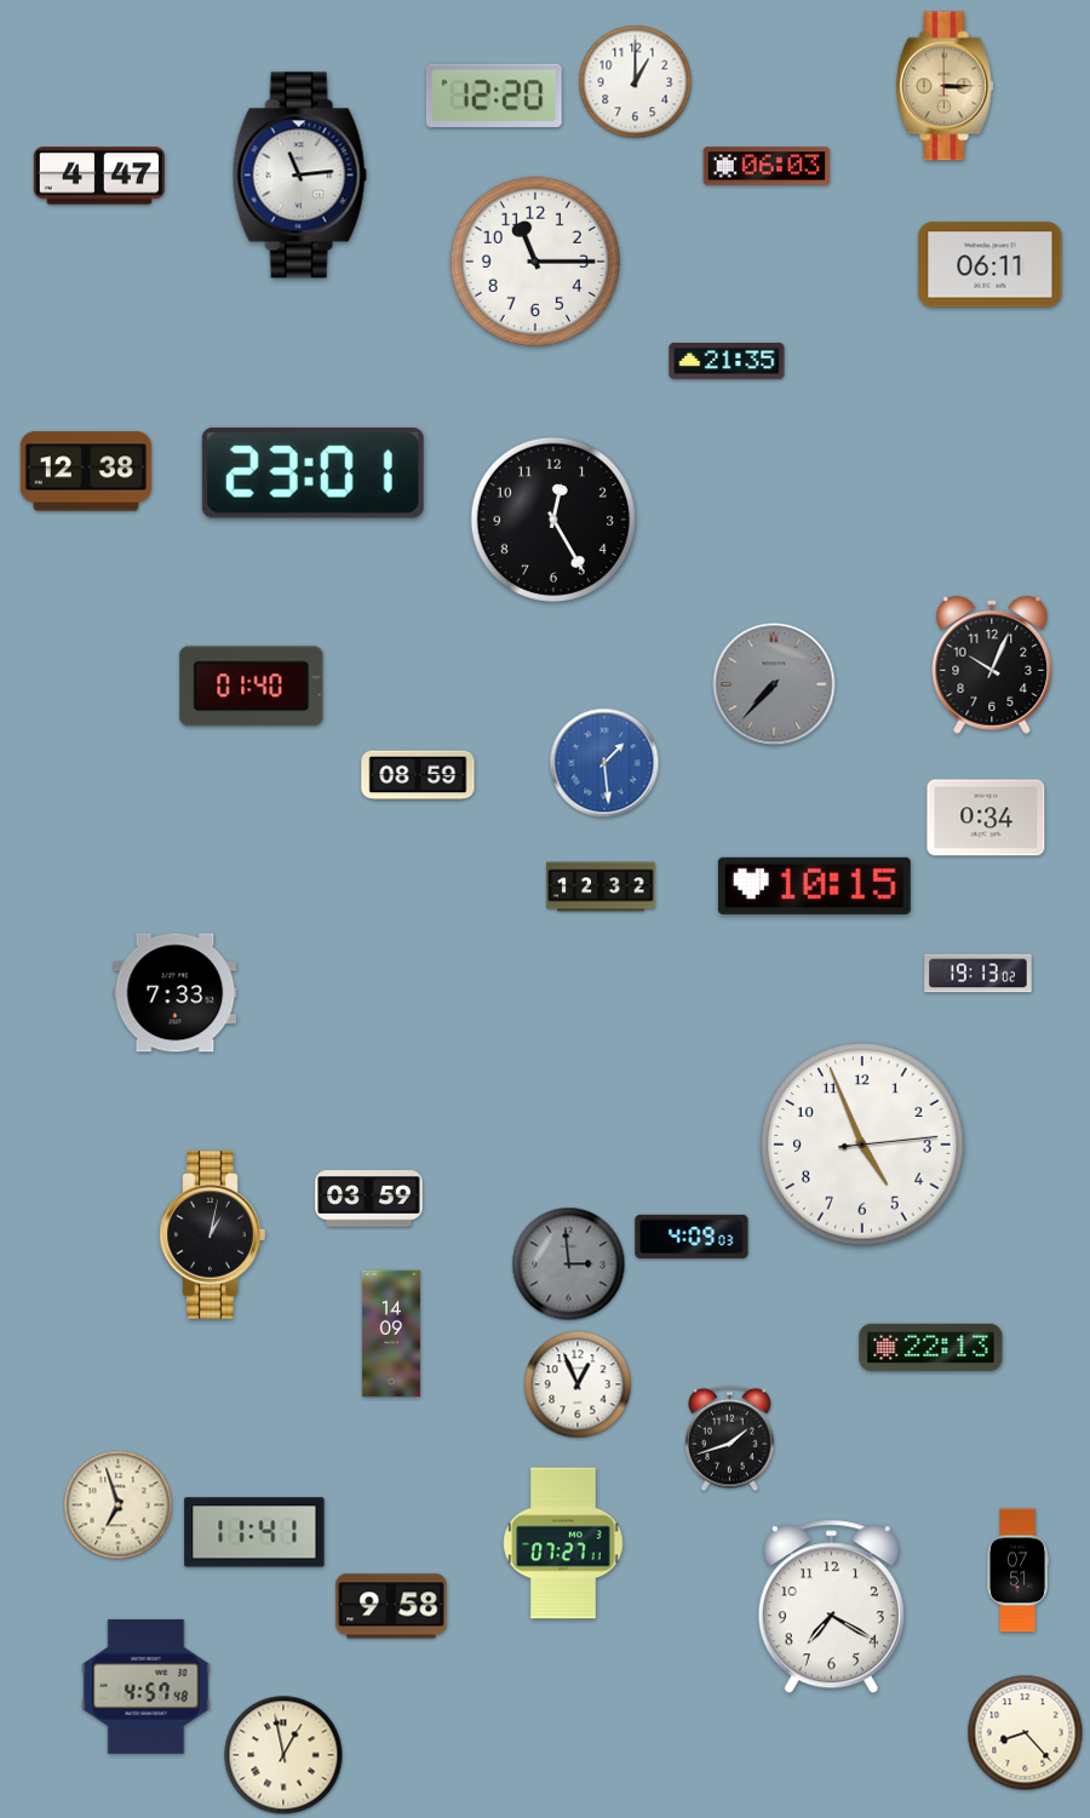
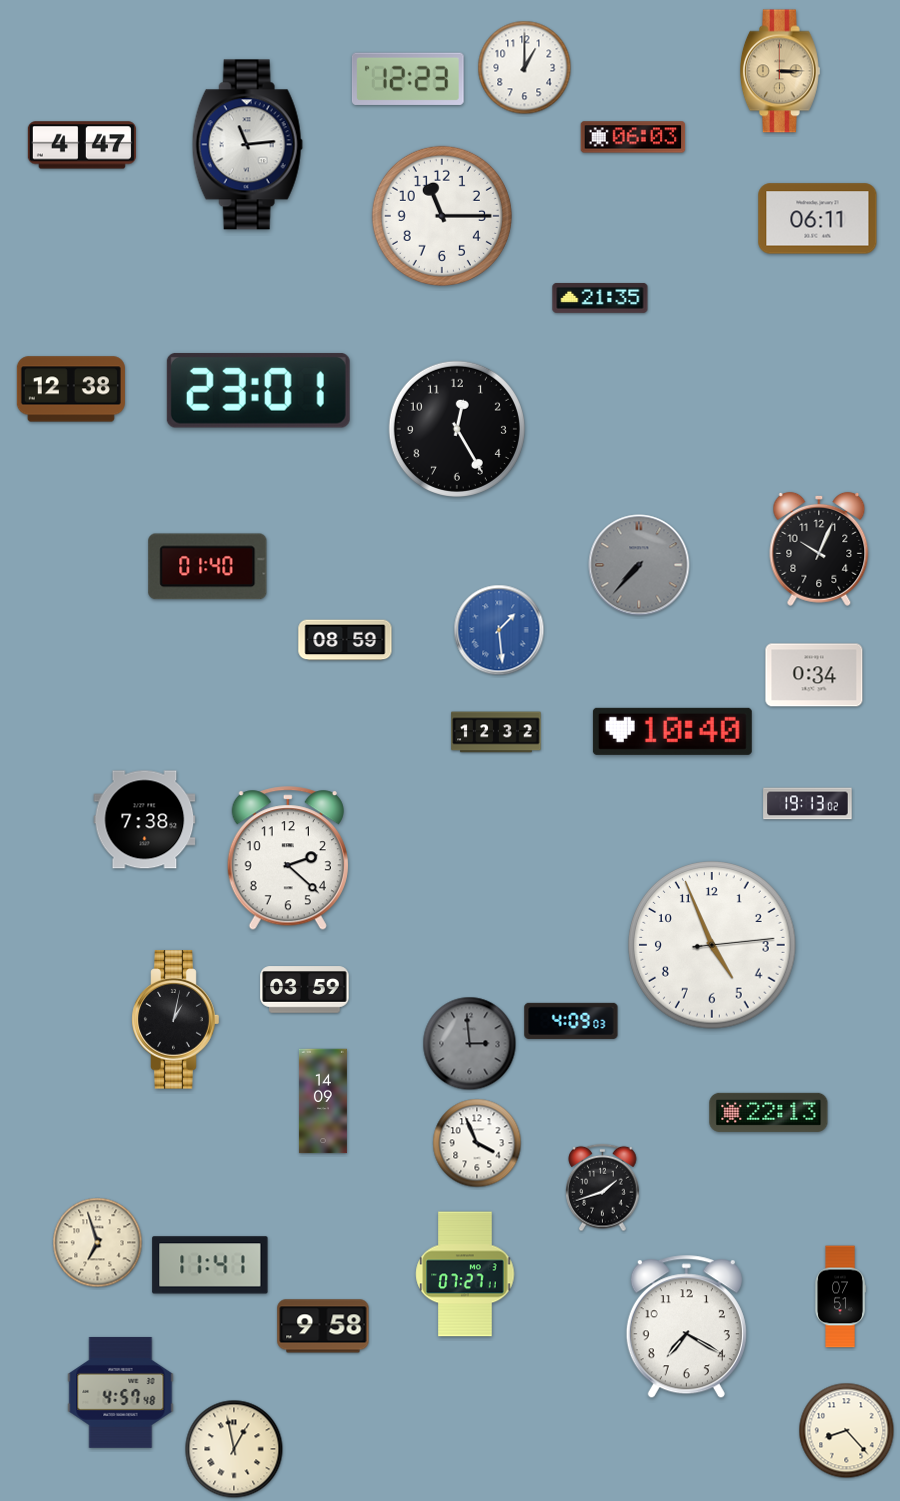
clock at (494, 96): 12:20 -> 12:23
clock at (814, 885): 10:15 -> 10:40
clock at (176, 993): 7:33 -> 7:38
clock at (288, 859): none -> 2:22
clock at (578, 1384): 12:56 -> 3:56
